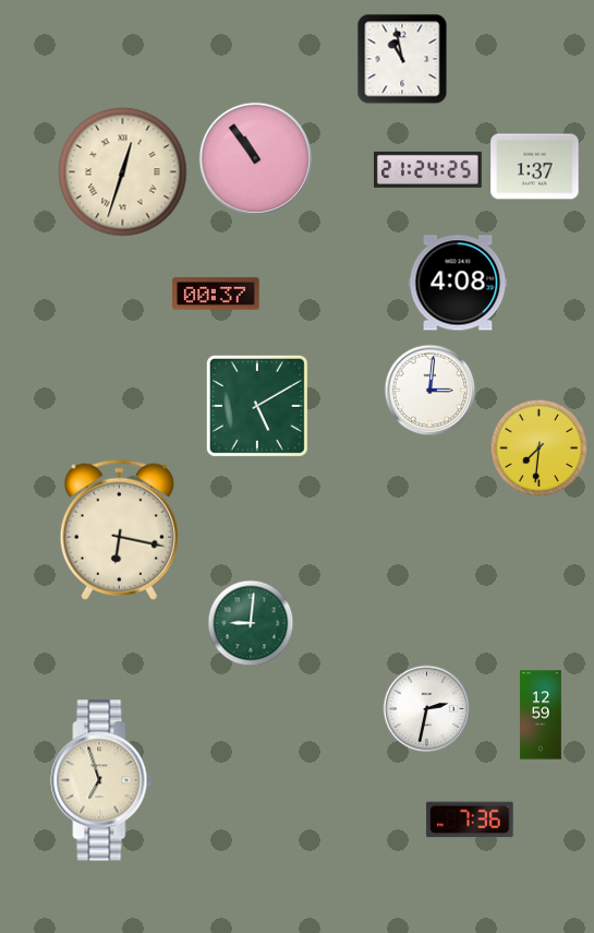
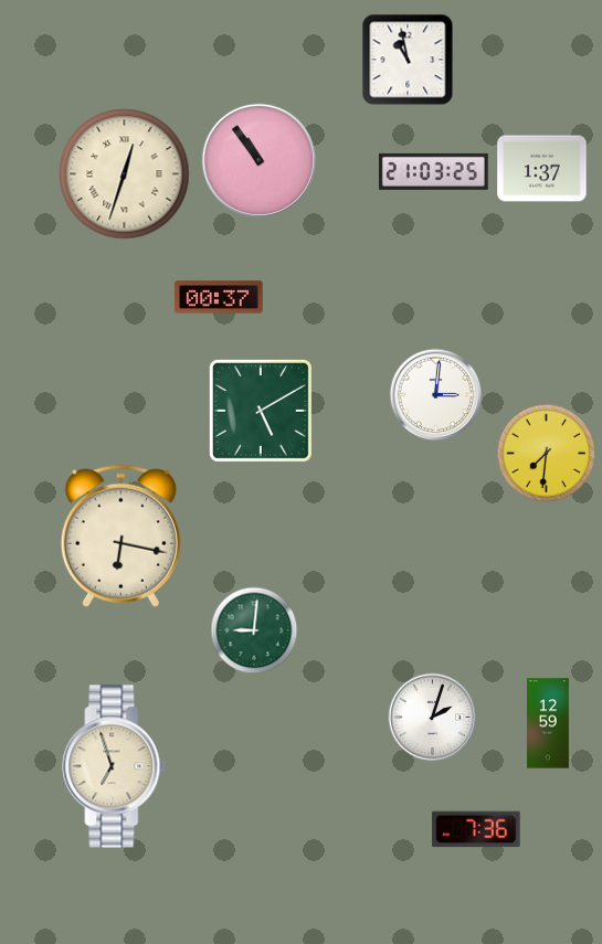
clock at (427, 169): 21:24 -> 21:03
clock at (458, 283): 4:08 -> none
clock at (427, 709): 2:32 -> 2:03
clock at (101, 780) position: (101, 780) -> (114, 766)
